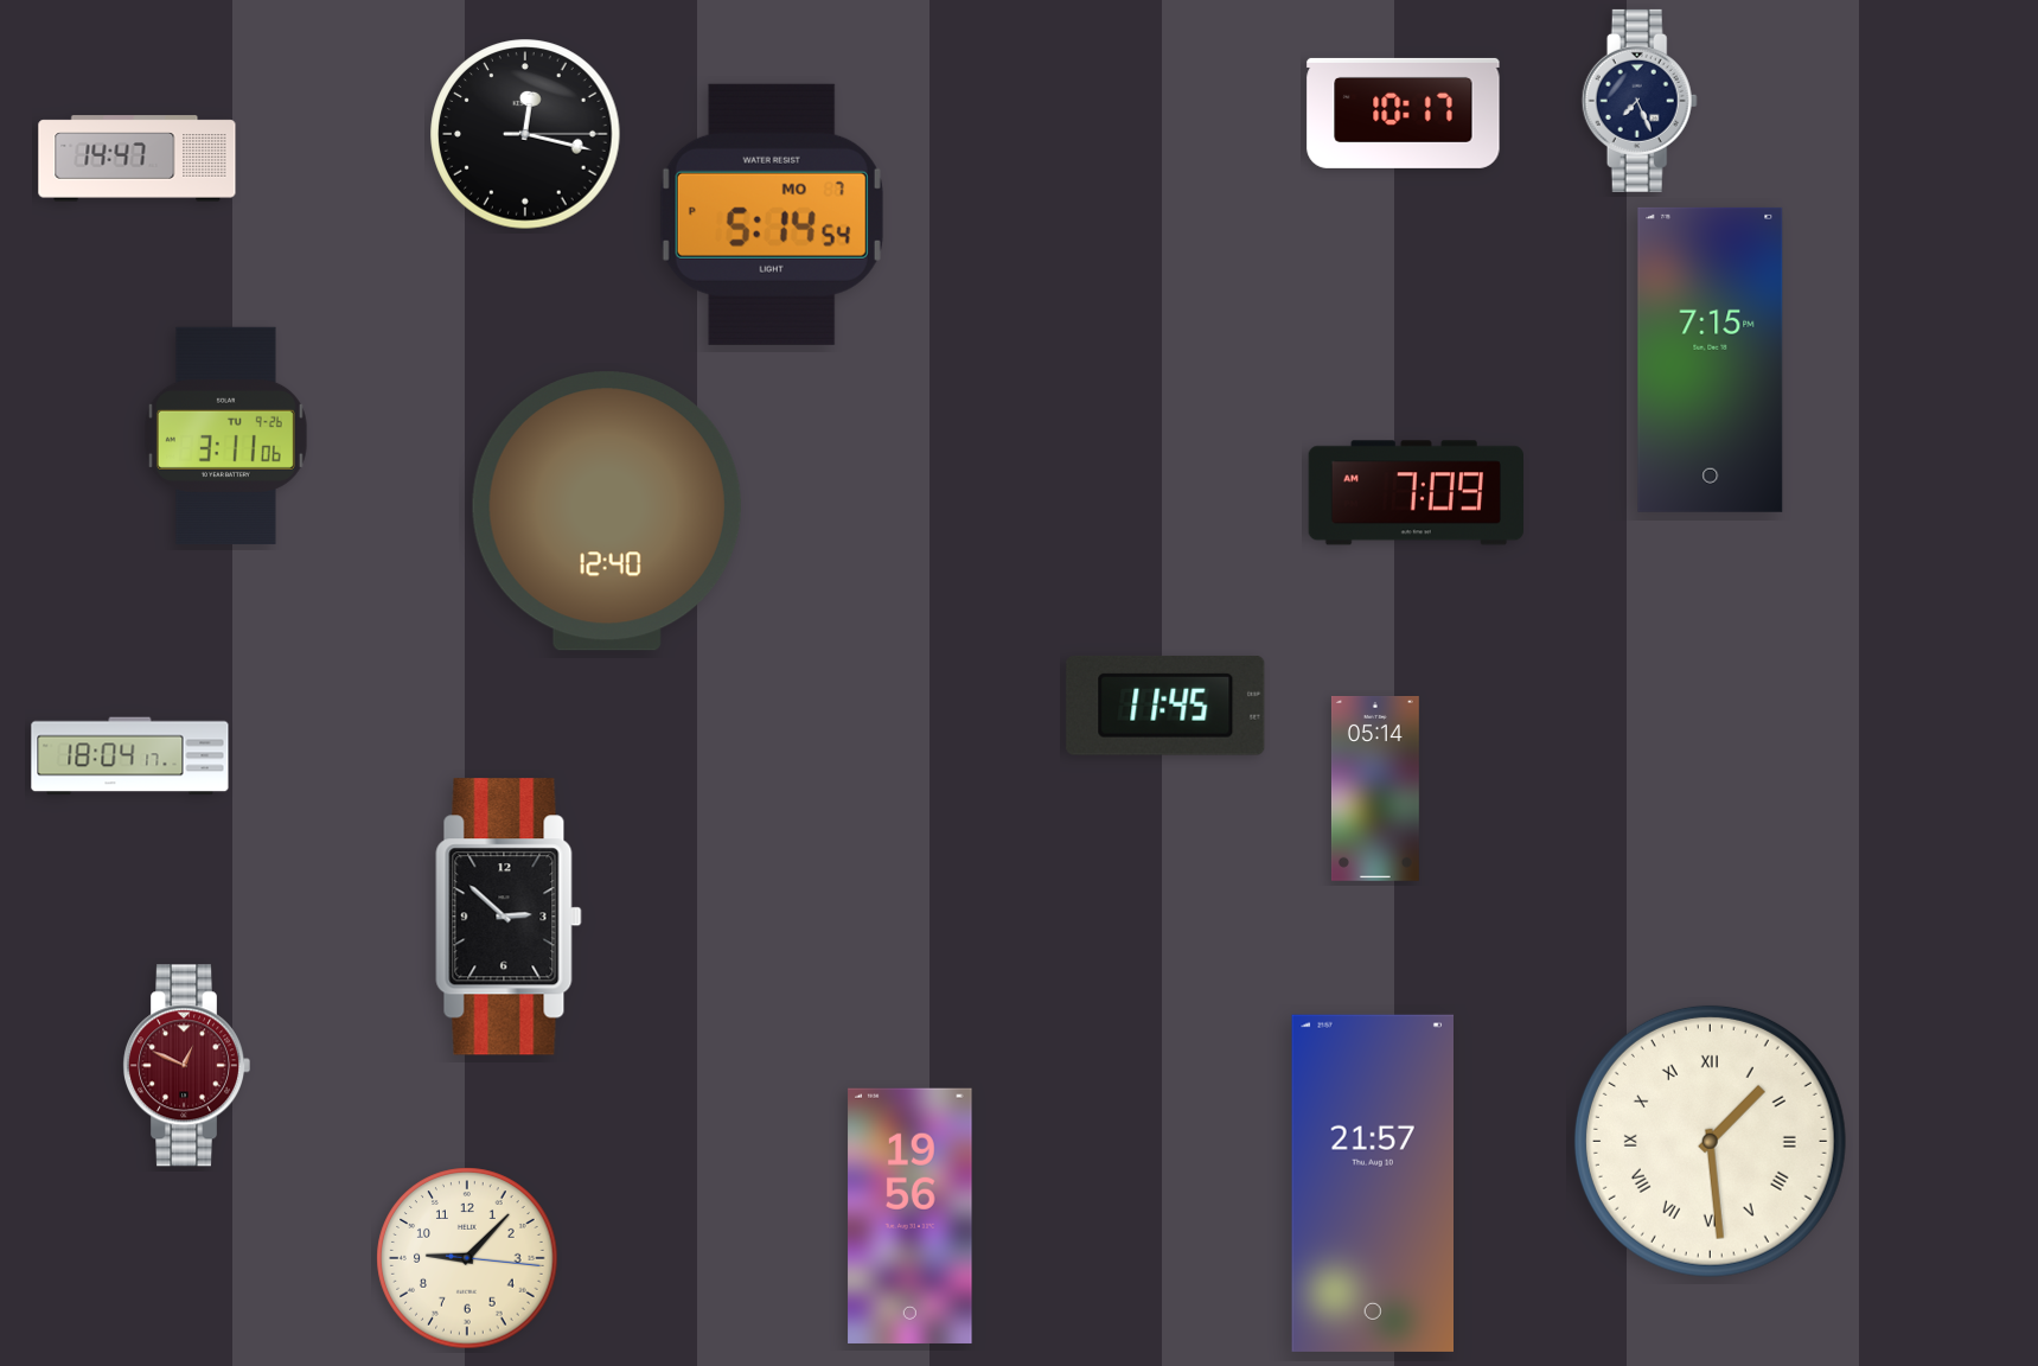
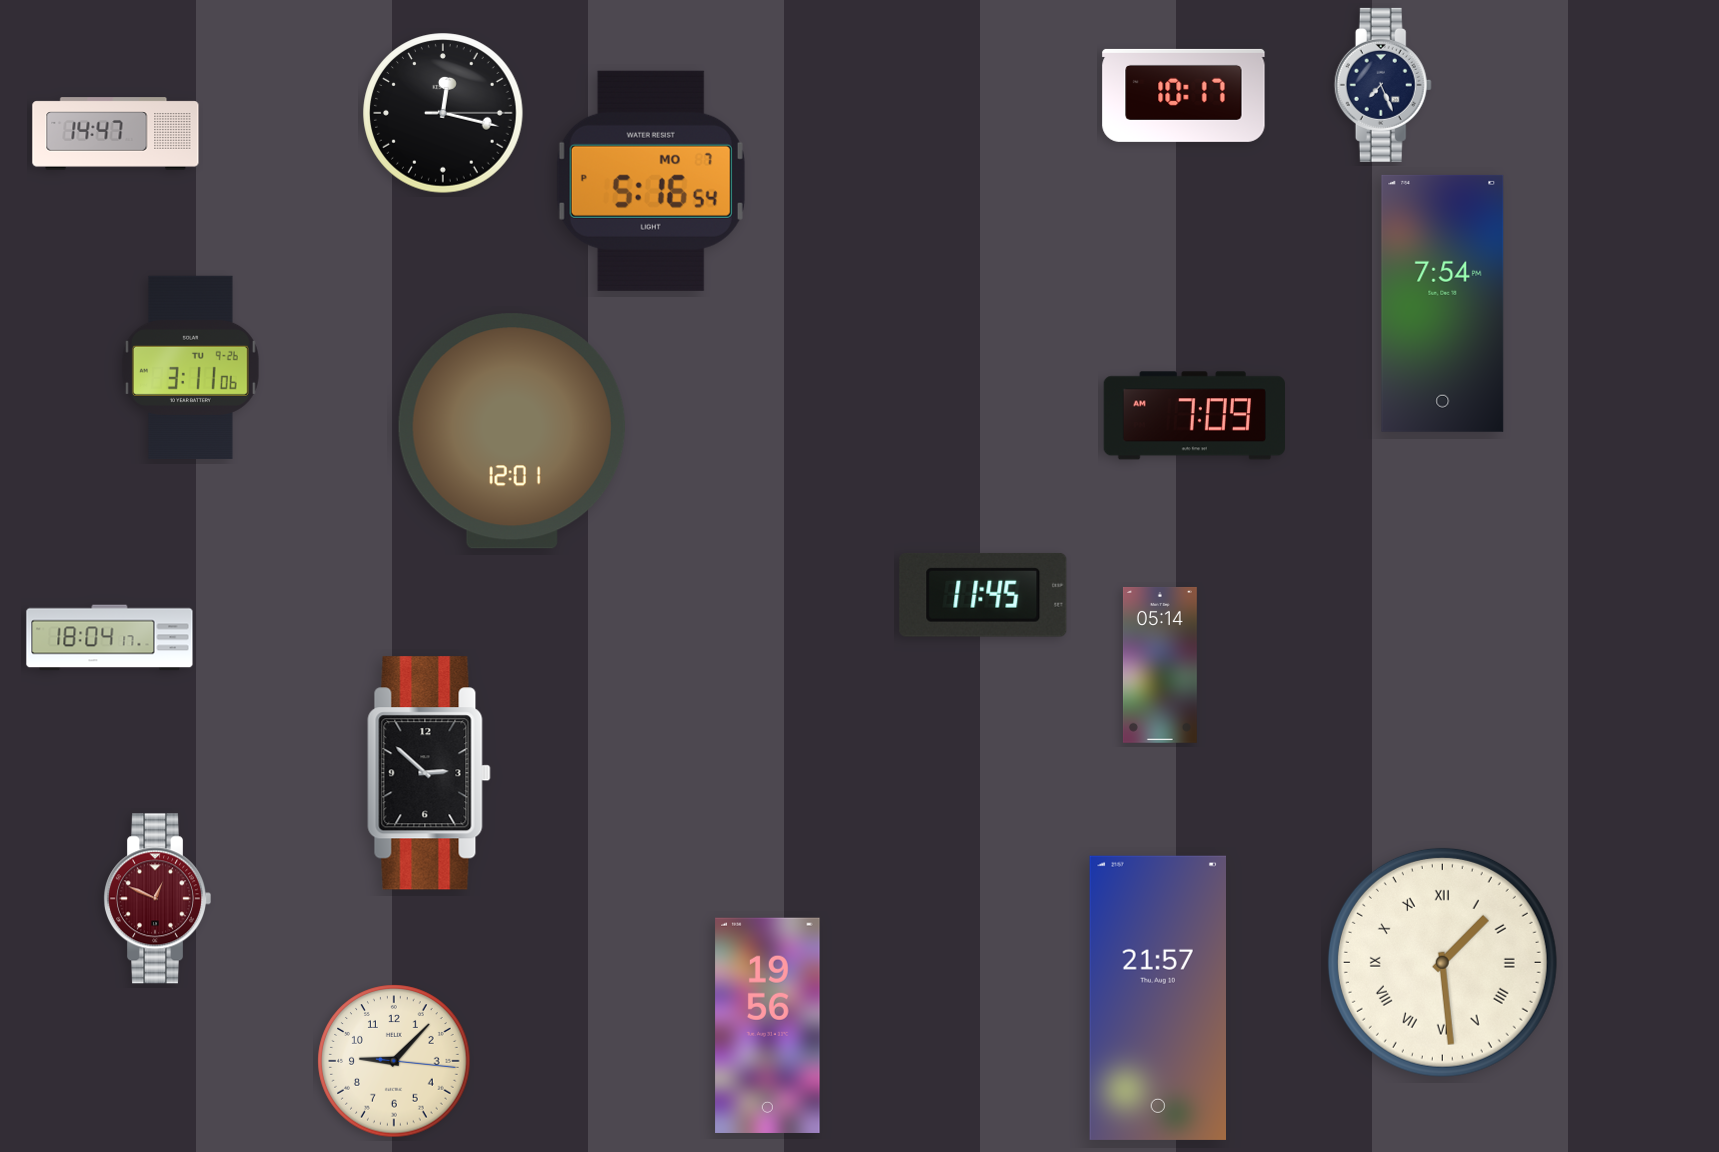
clock at (772, 215): 5:14 -> 5:16
clock at (1711, 359): 7:15 -> 7:54
clock at (607, 511): 12:40 -> 12:01
